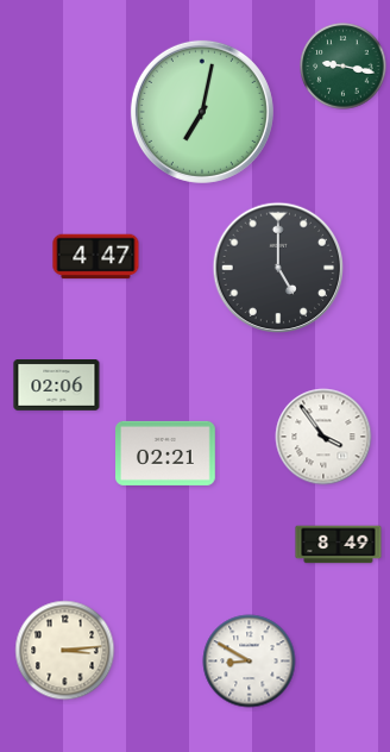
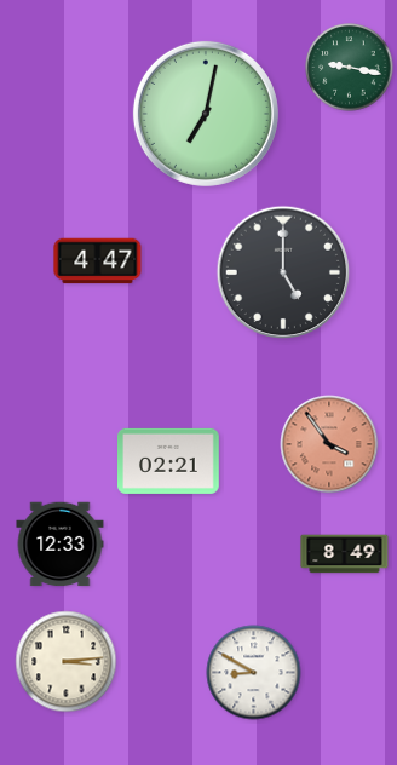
clock at (57, 386): 02:06 -> none
clock at (323, 437) dial: white -> salmon
clock at (61, 545): none -> 12:33
